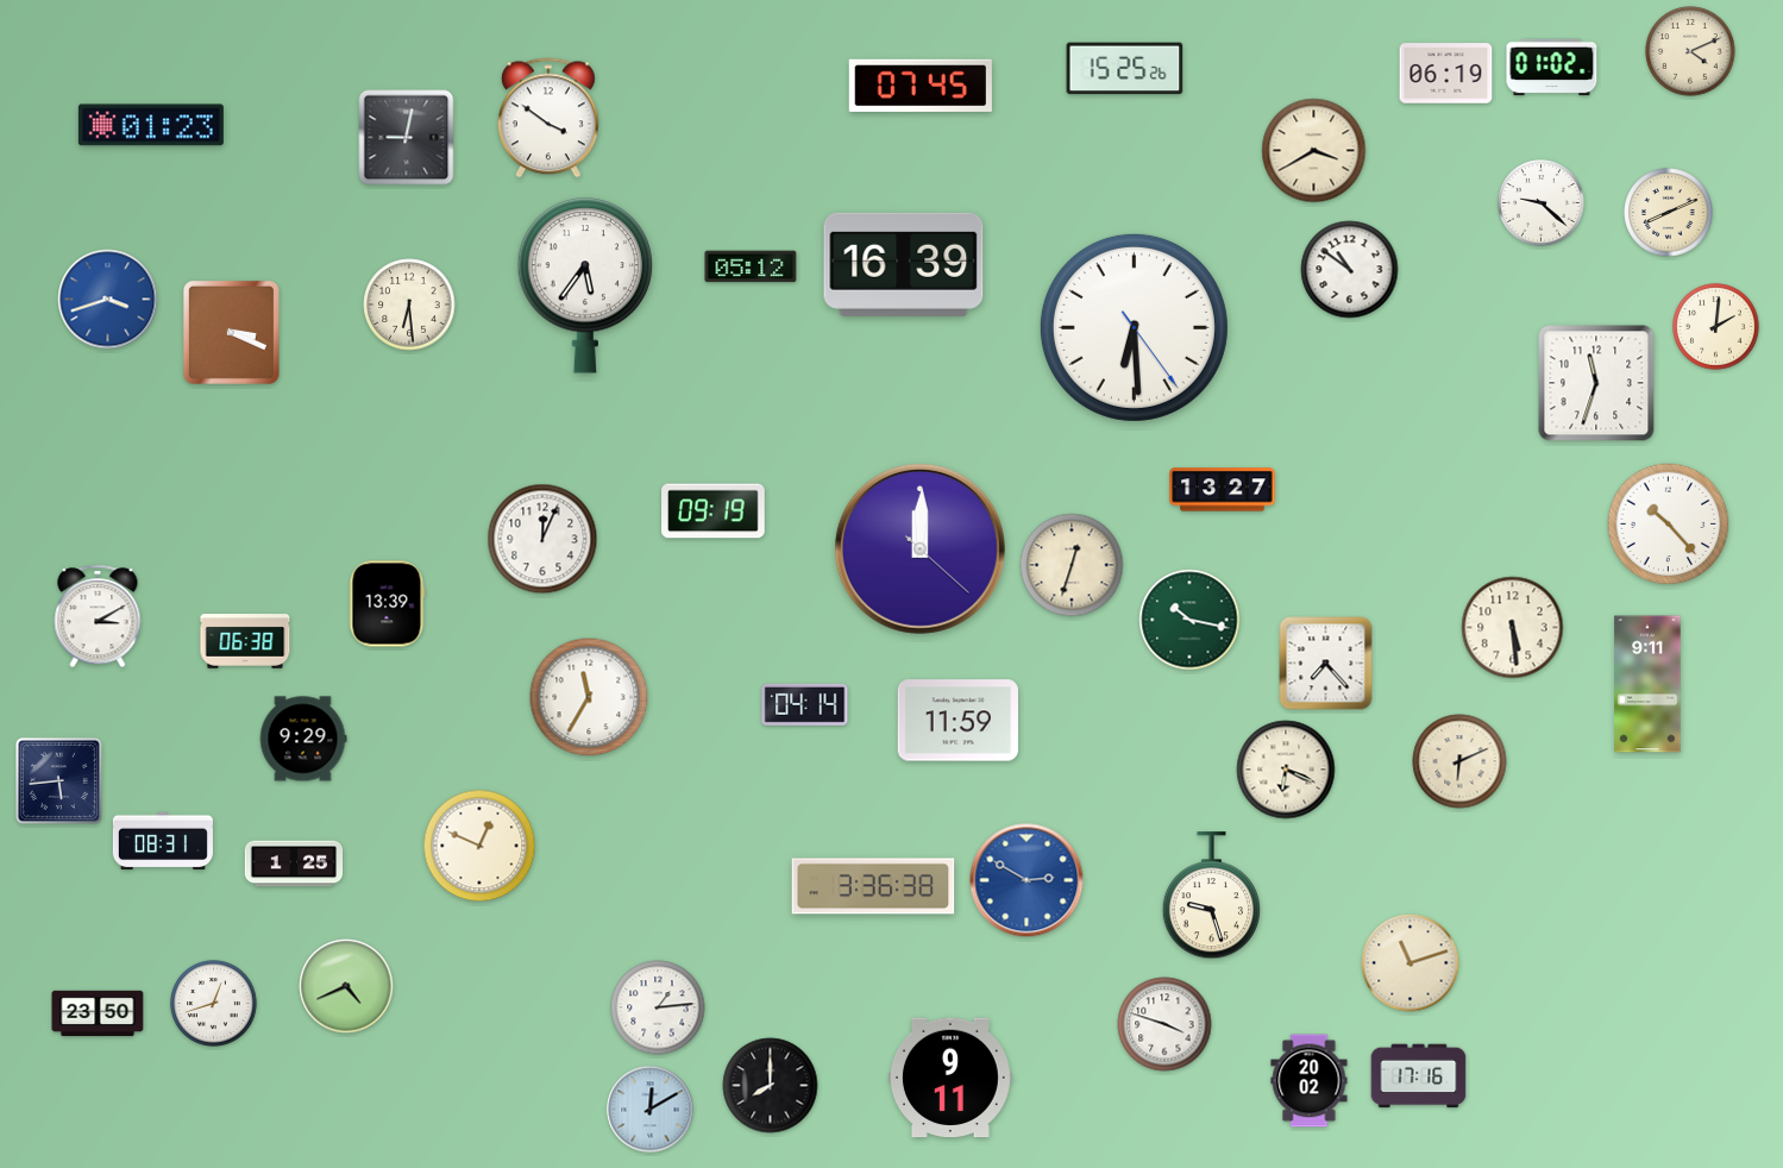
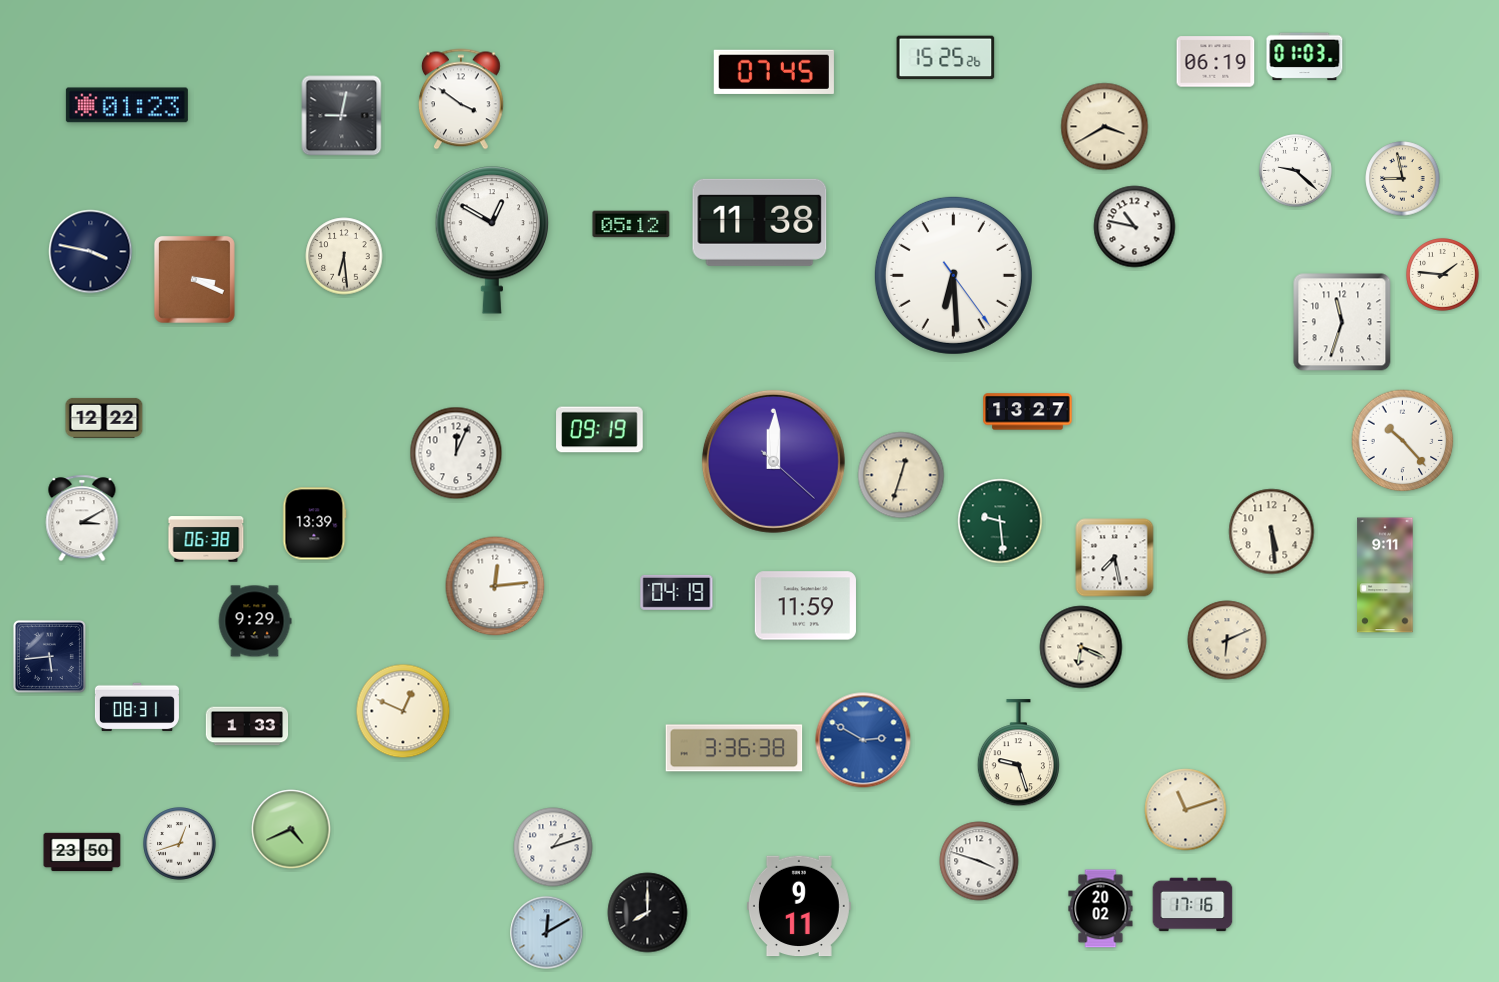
clock at (1690, 51): 4:11 -> none
clock at (1552, 68): 01:02 -> 01:03
clock at (1669, 213): 8:11 -> 8:58
clock at (904, 264): 16:39 -> 11:38
clock at (1350, 270): 10:51 -> 10:47
clock at (584, 285): 5:36 -> 12:50
clock at (108, 300): 3:42 -> 3:47
clock at (108, 300) dial: blue -> navy
clock at (1716, 327): 2:01 -> 1:46
clock at (104, 418): none -> 12:22
clock at (388, 604) position: (388, 604) -> (315, 524)
clock at (1189, 620): 10:17 -> 9:29
clock at (1513, 628) position: (1513, 628) -> (1272, 532)
clock at (1326, 664): 7:23 -> 7:28
clock at (589, 697): 11:35 -> 12:14
clock at (805, 704): 04:14 -> 04:19
clock at (294, 864): 1:25 -> 1:33
clock at (873, 886) position: (873, 886) -> (734, 748)
clock at (658, 1007): 1:14 -> 1:12
